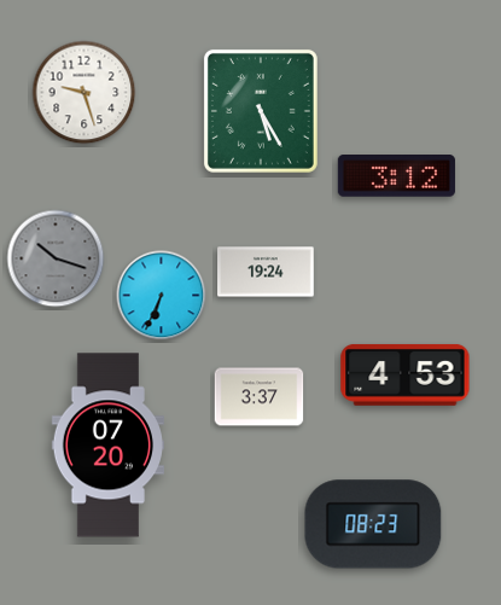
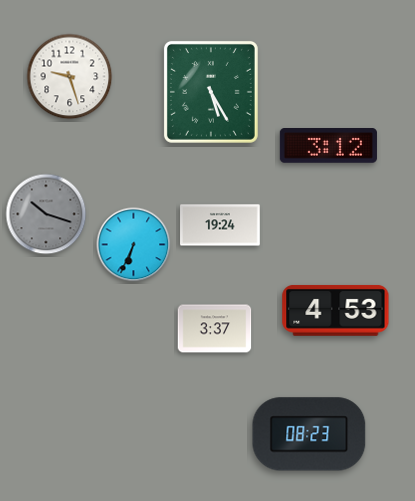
clock at (261, 111) position: (261, 111) -> (211, 92)
clock at (107, 446): 07:20 -> none
